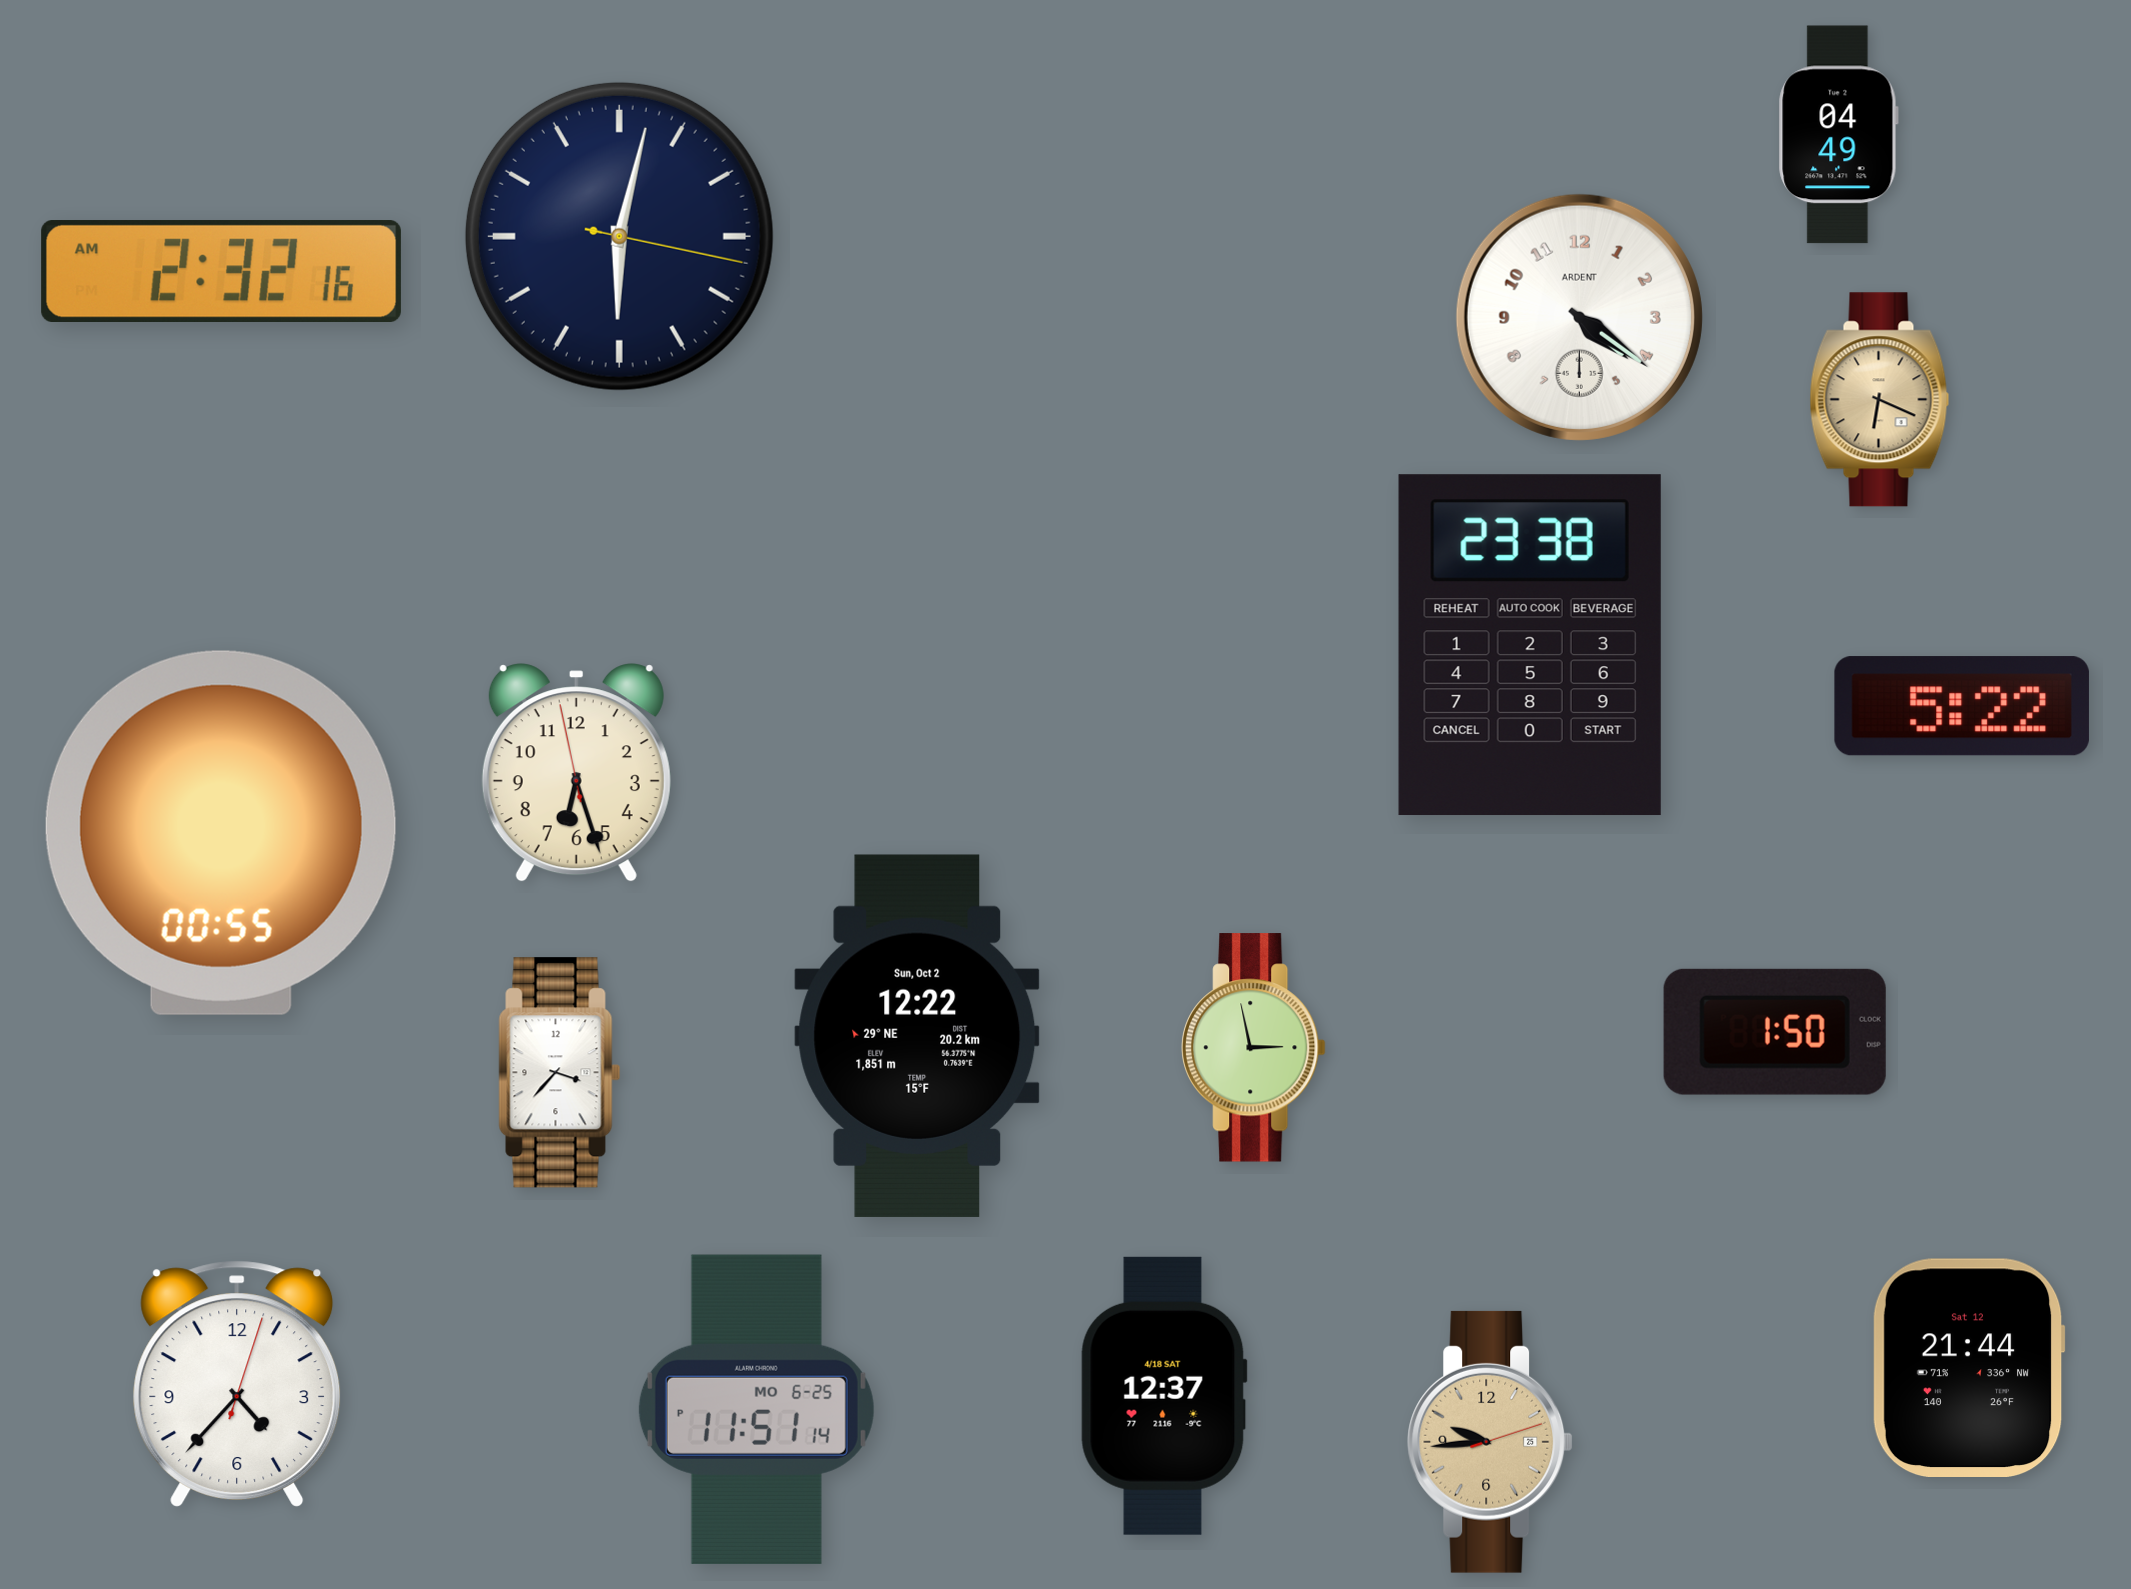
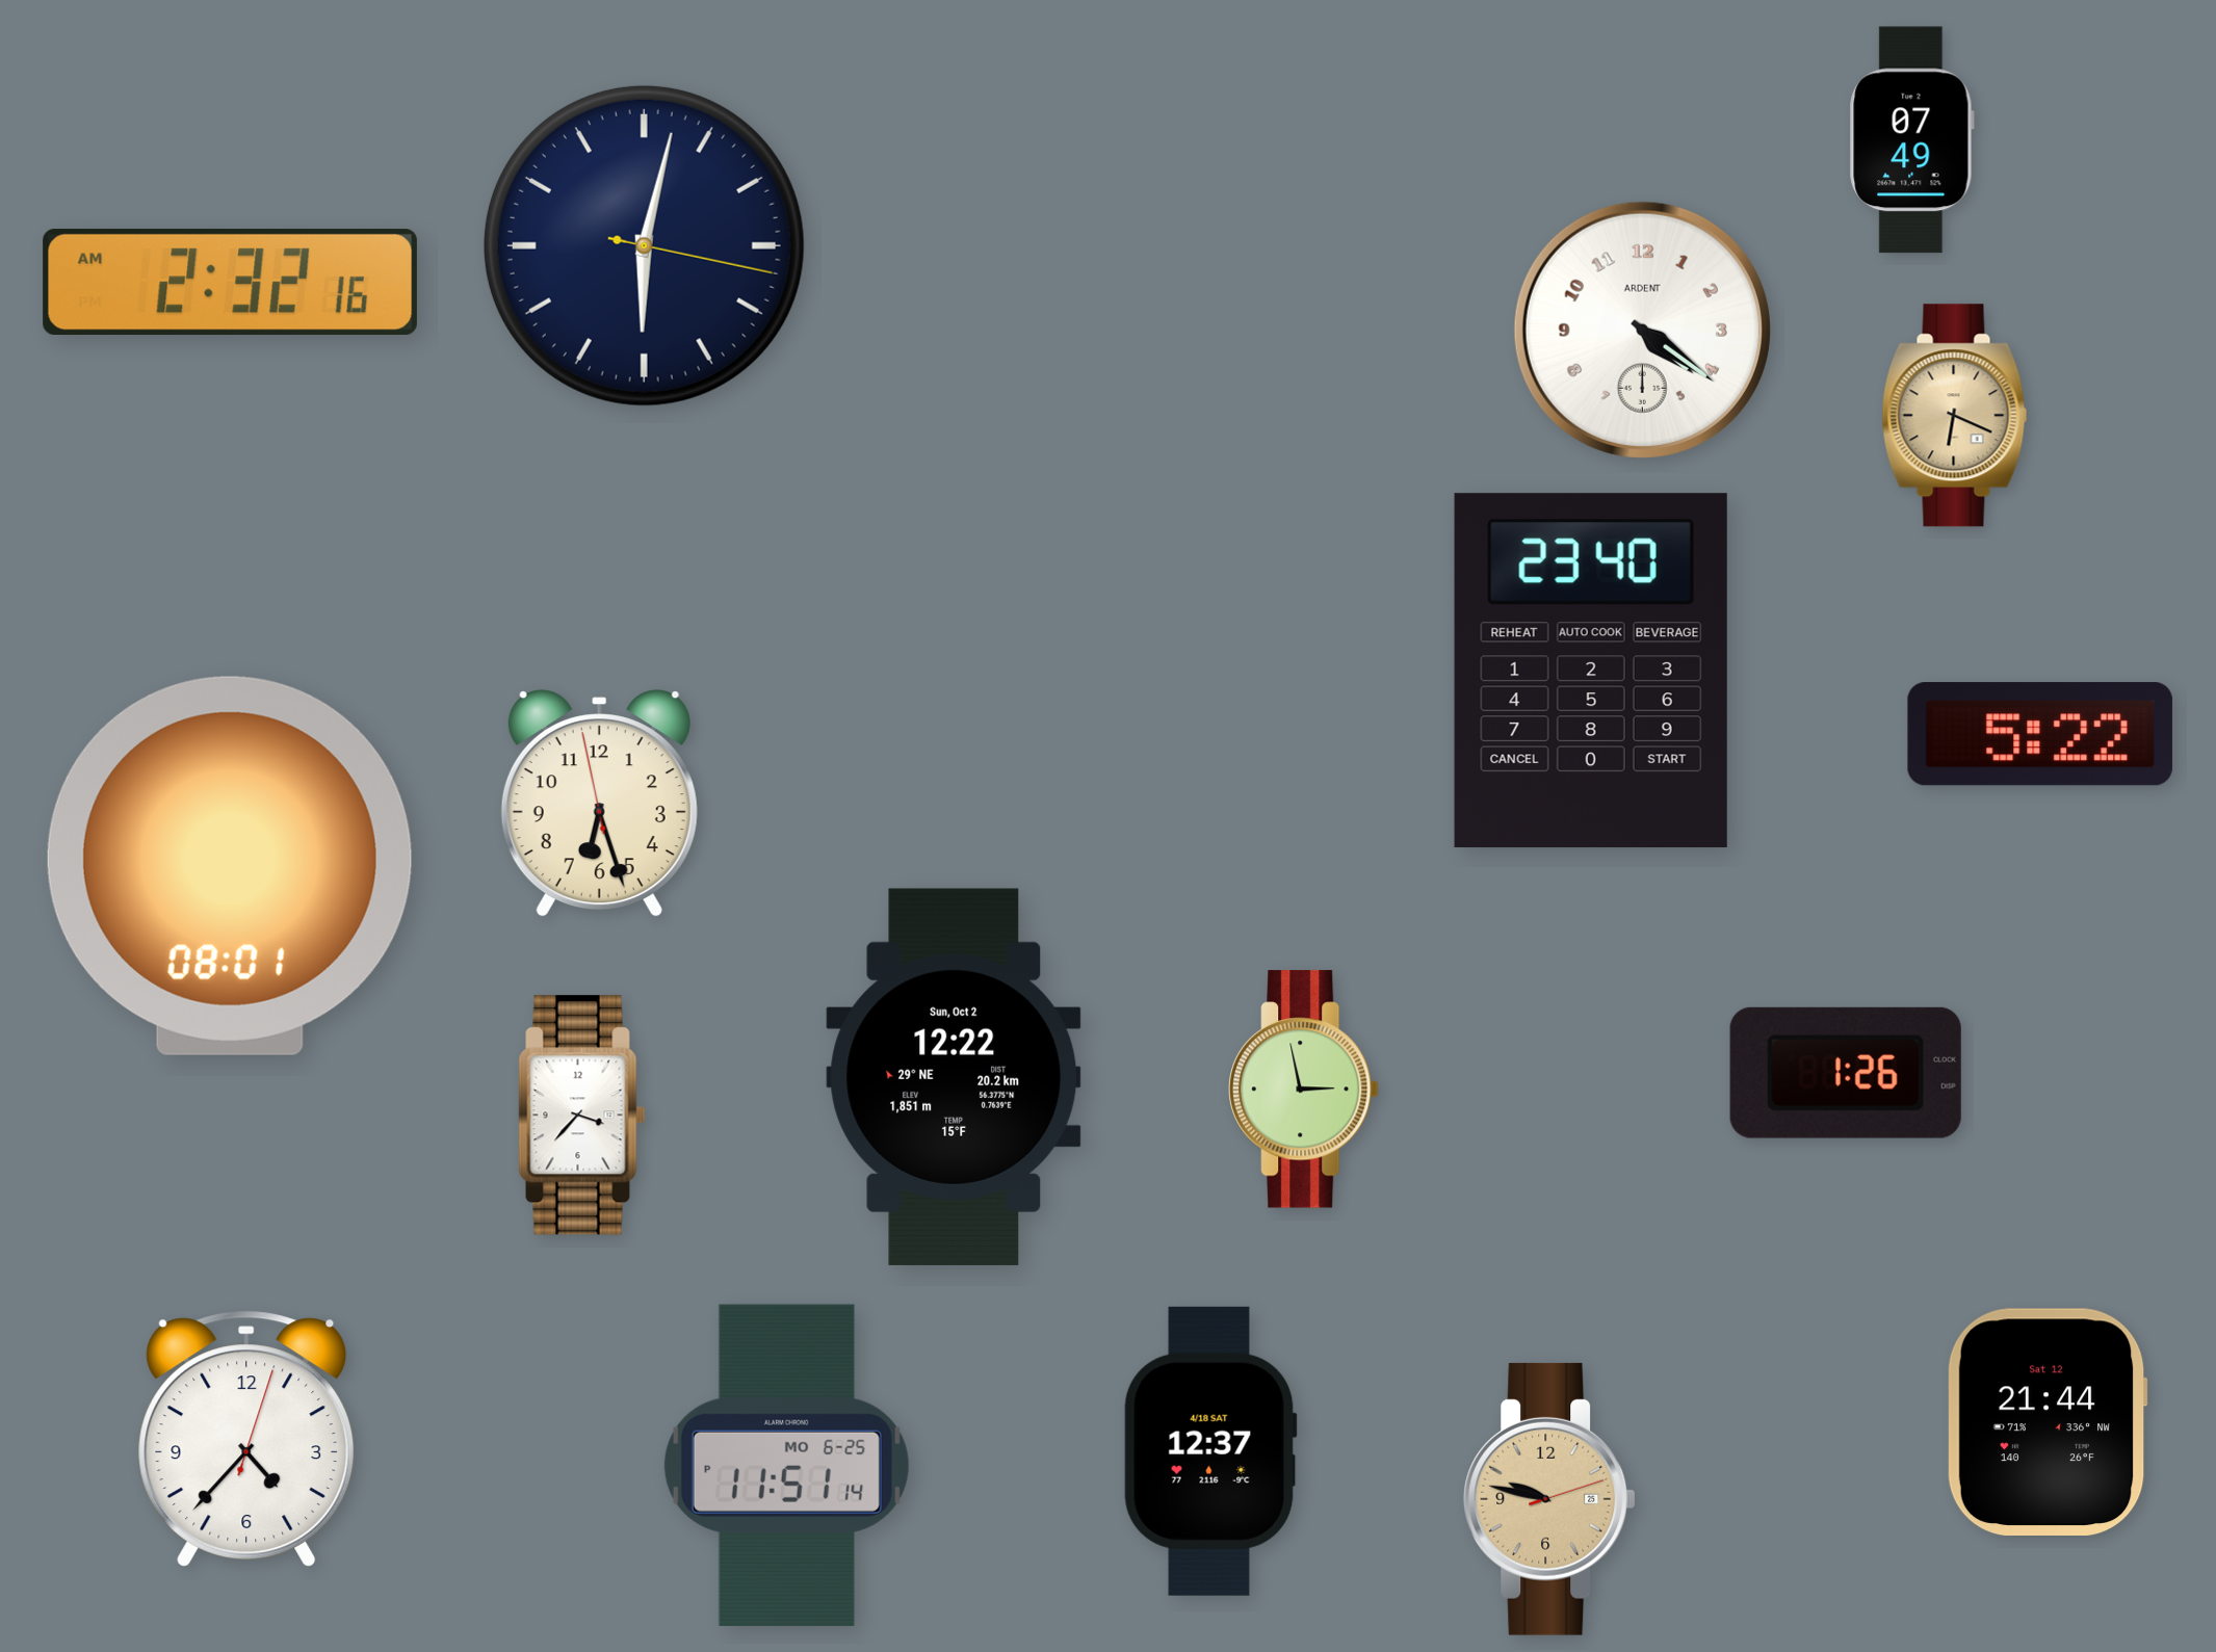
clock at (1838, 135): 04:49 -> 07:49
clock at (1530, 645): 23:38 -> 23:40
clock at (221, 833): 00:55 -> 08:01
clock at (1775, 1032): 1:50 -> 1:26
clock at (1490, 1442): 9:44 -> 9:47
